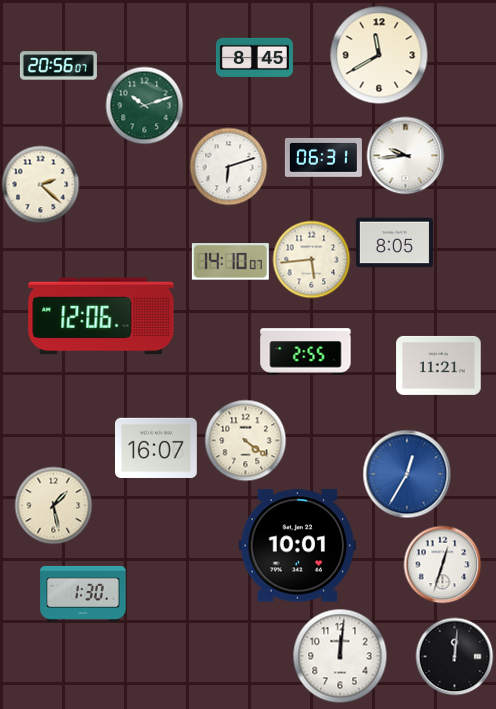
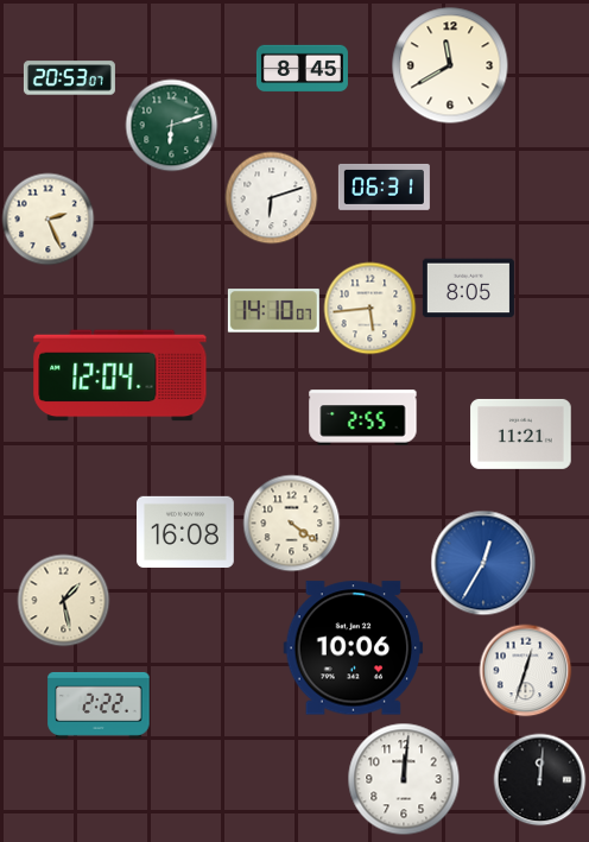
clock at (58, 66): 20:56 -> 20:53
clock at (144, 105): 10:12 -> 6:12
clock at (405, 155): 9:44 -> none
clock at (40, 184): 2:22 -> 2:26
clock at (101, 316): 12:06 -> 12:04
clock at (157, 448): 16:07 -> 16:08
clock at (298, 546): 10:01 -> 10:06
clock at (83, 594): 1:30 -> 2:22
